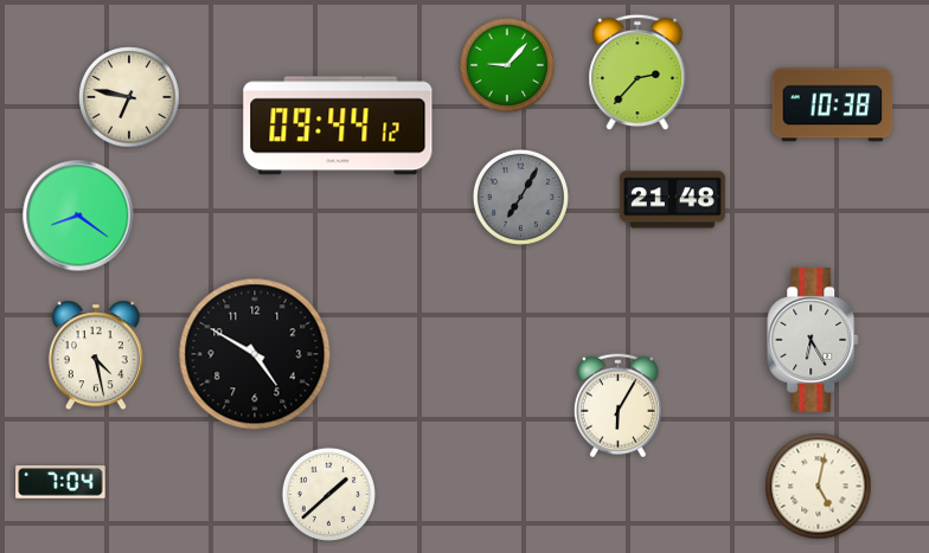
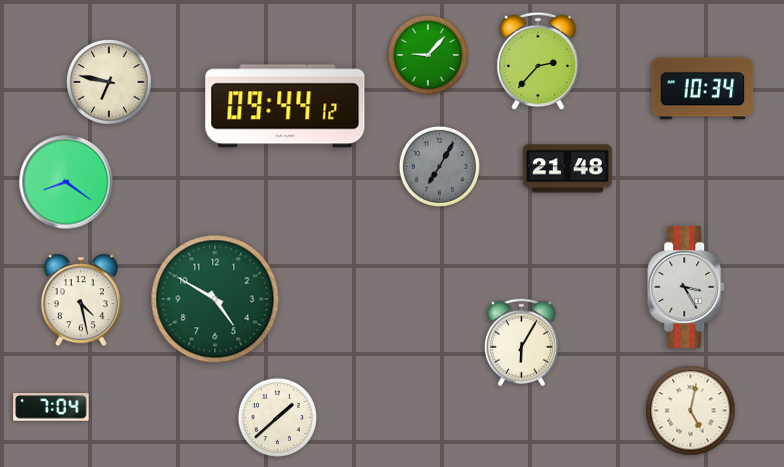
clock at (833, 105): 10:38 -> 10:34
clock at (814, 340): 6:25 -> 3:25
clock at (255, 354) dial: black -> green
